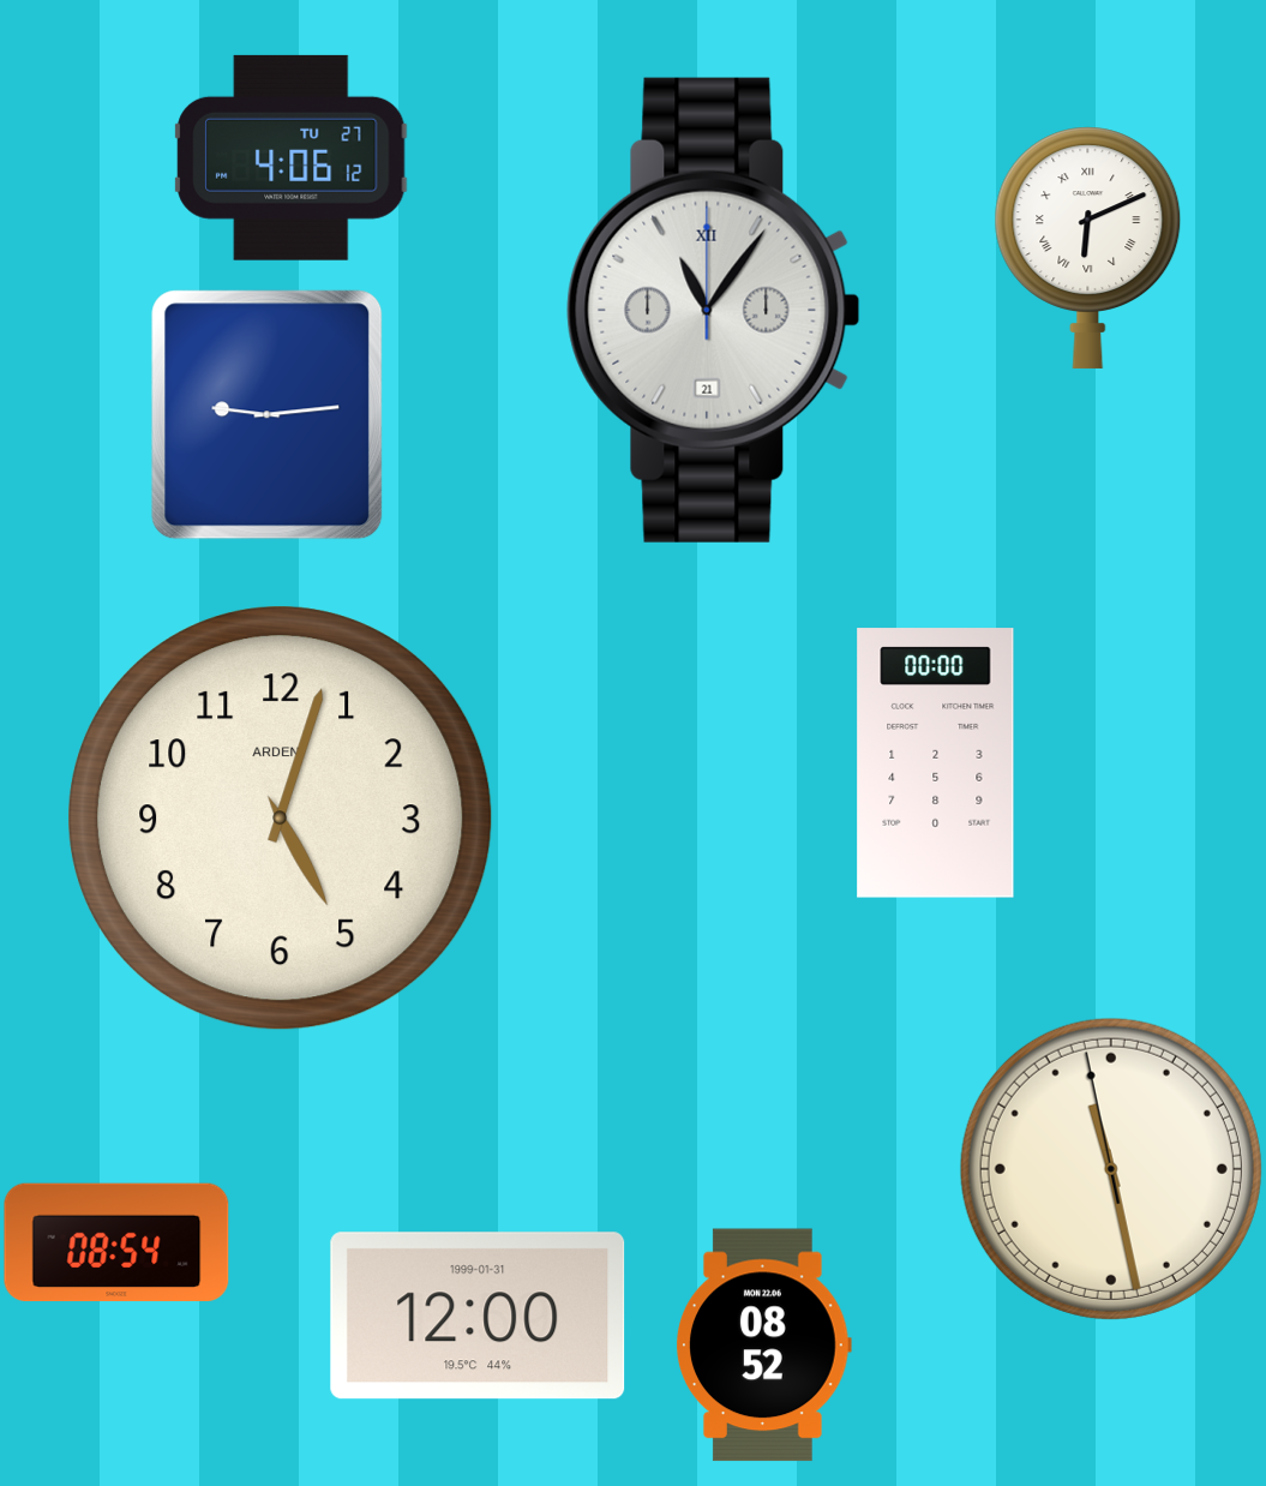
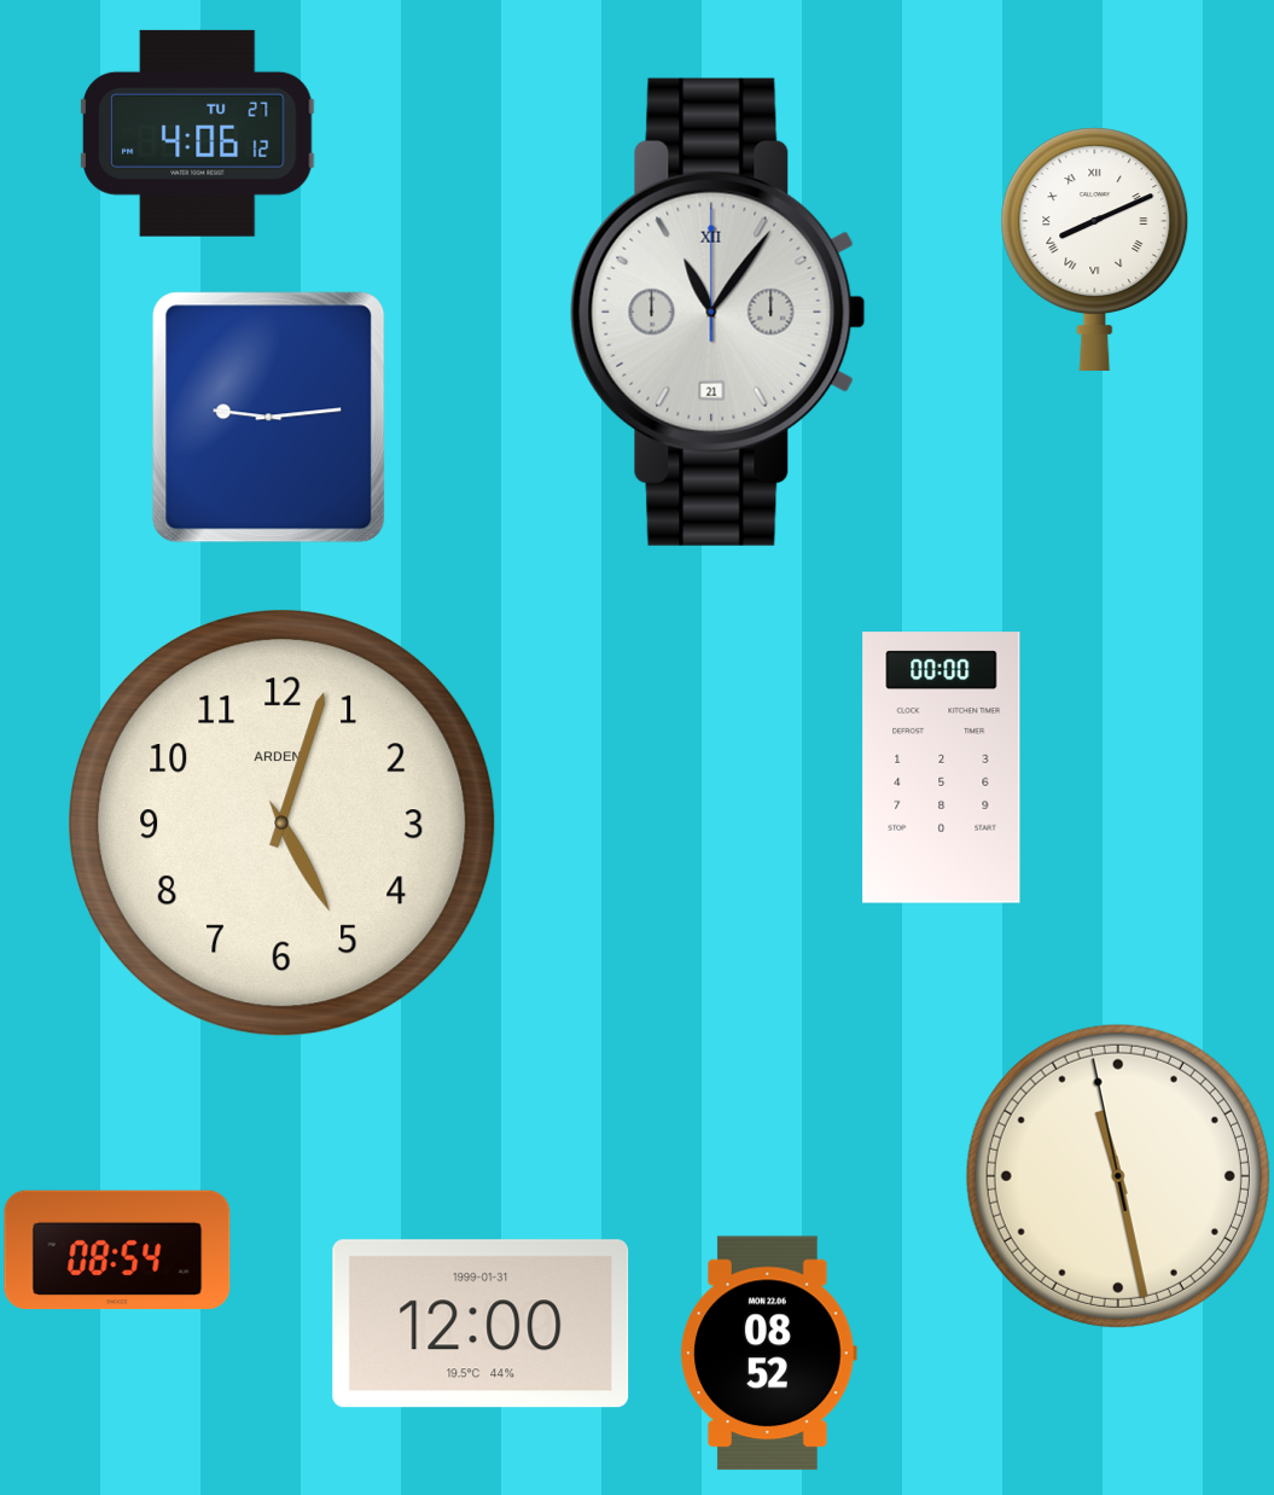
clock at (292, 157) position: (292, 157) -> (198, 133)
clock at (1088, 247): 6:11 -> 8:11
